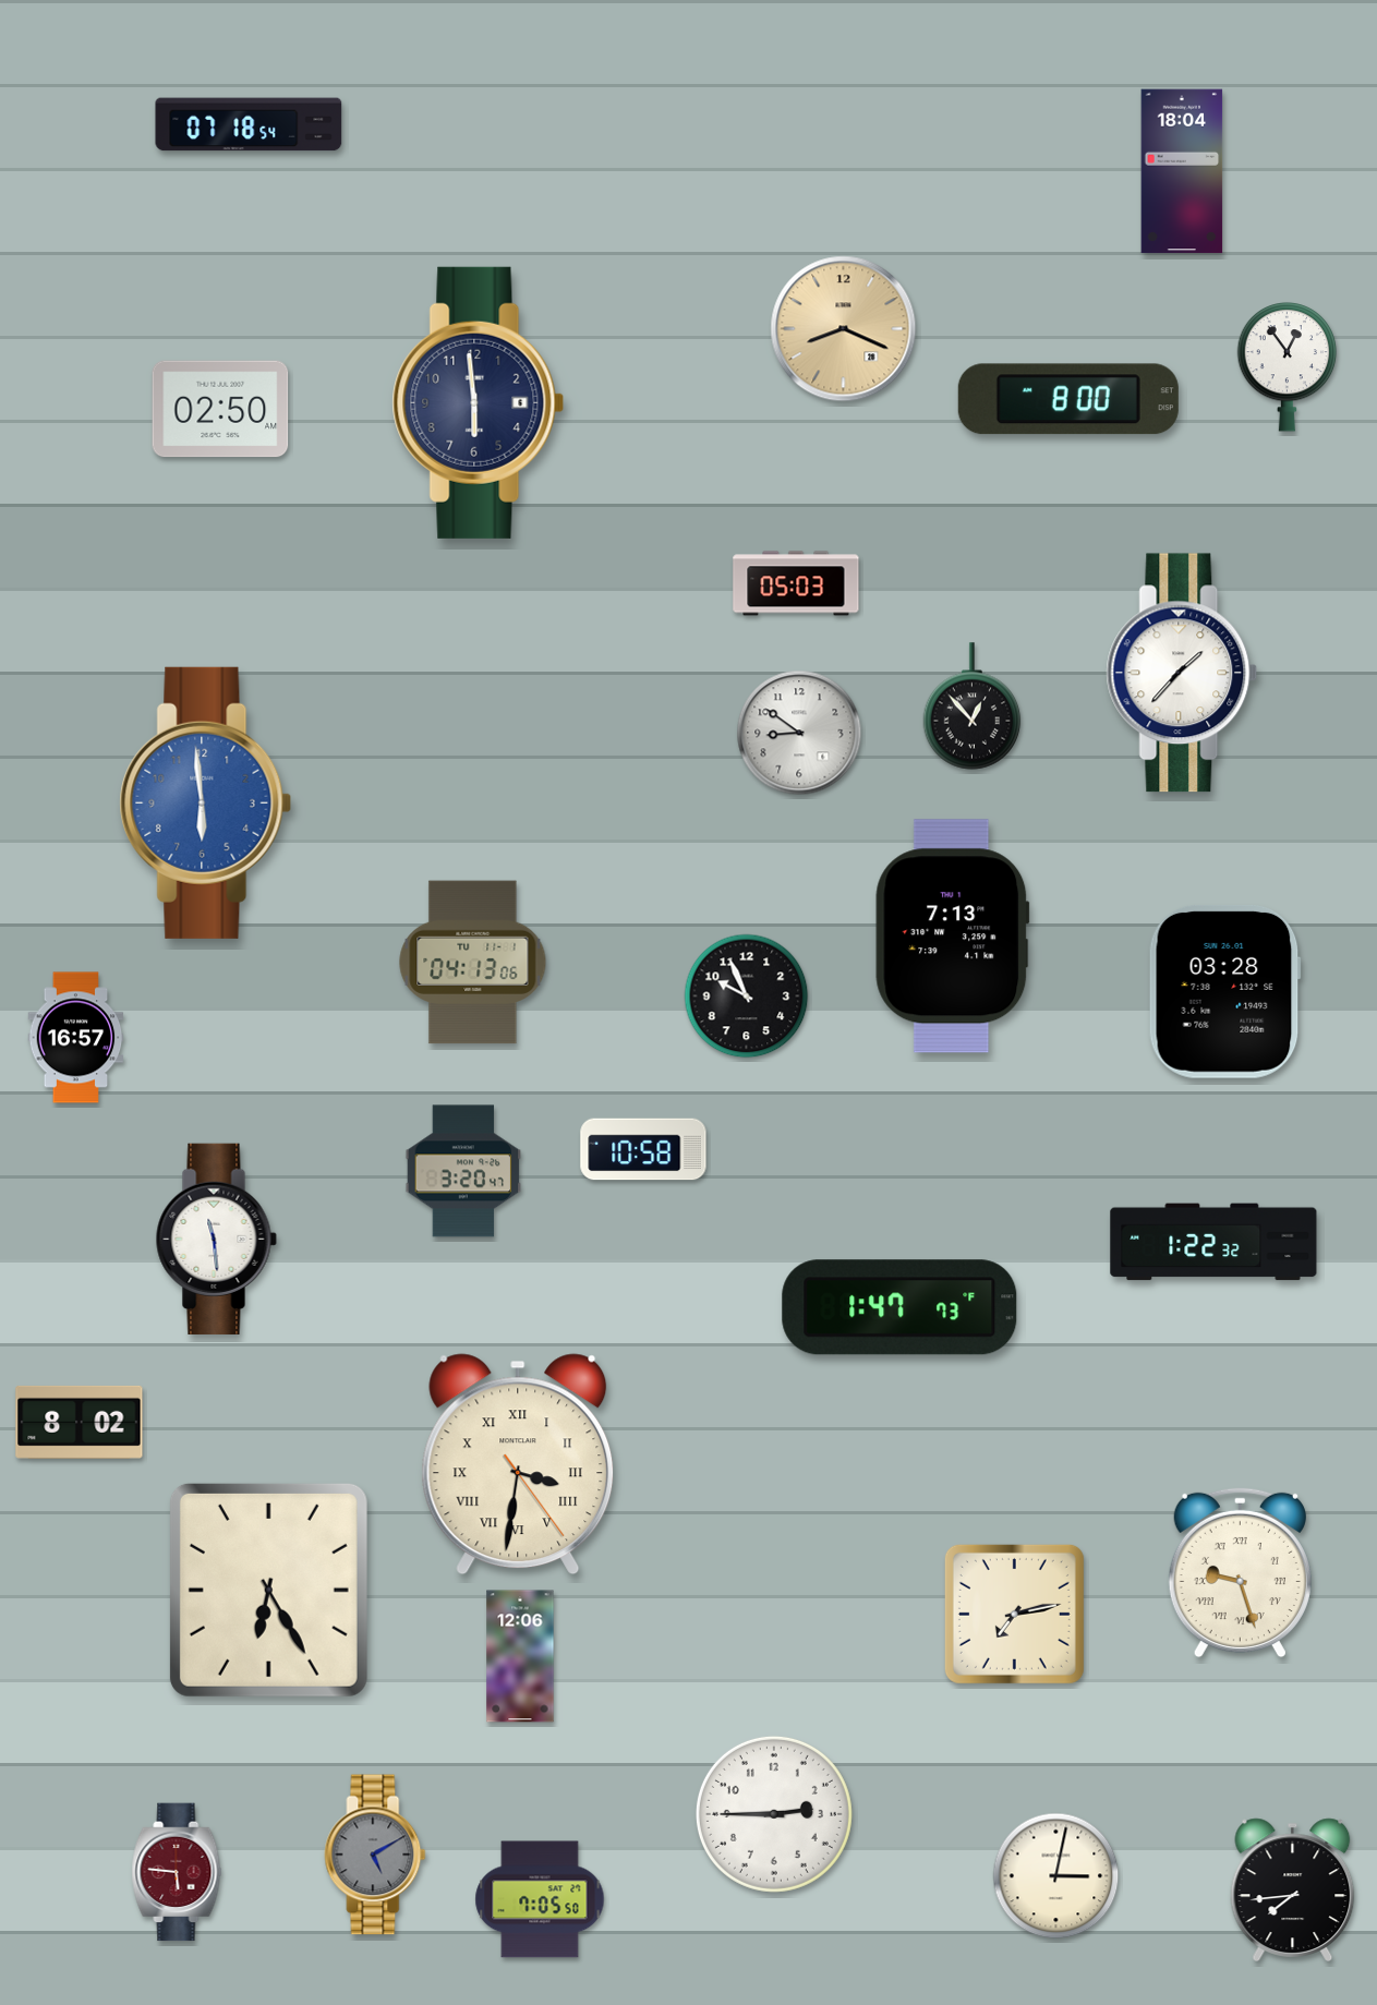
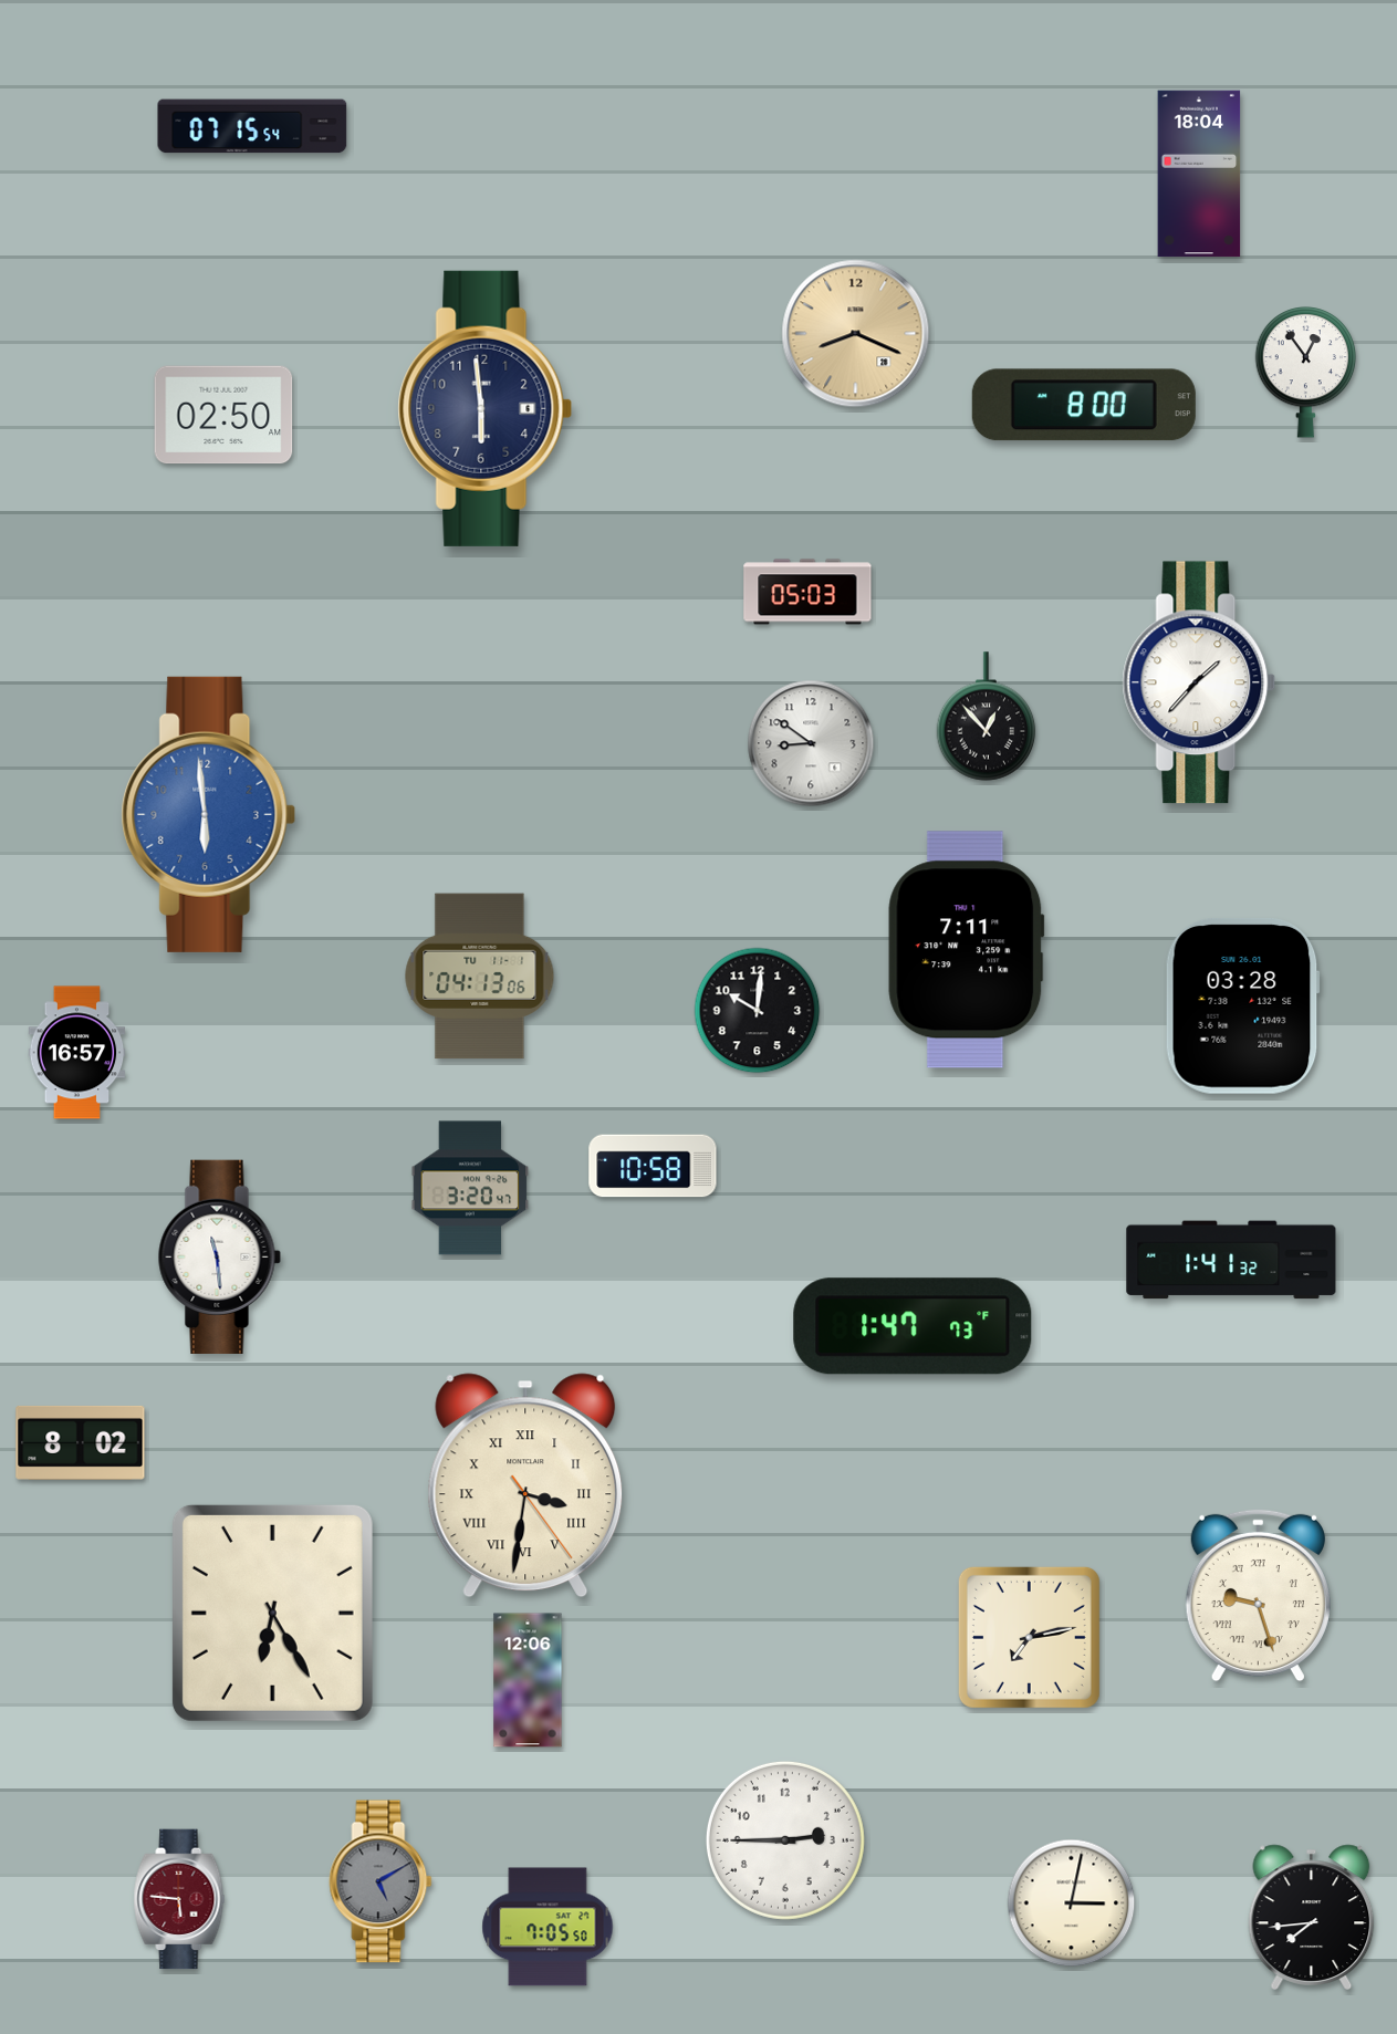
clock at (249, 124): 07:18 -> 07:15
clock at (953, 937): 7:13 -> 7:11
clock at (747, 997): 9:56 -> 10:01
clock at (1213, 1242): 1:22 -> 1:41
